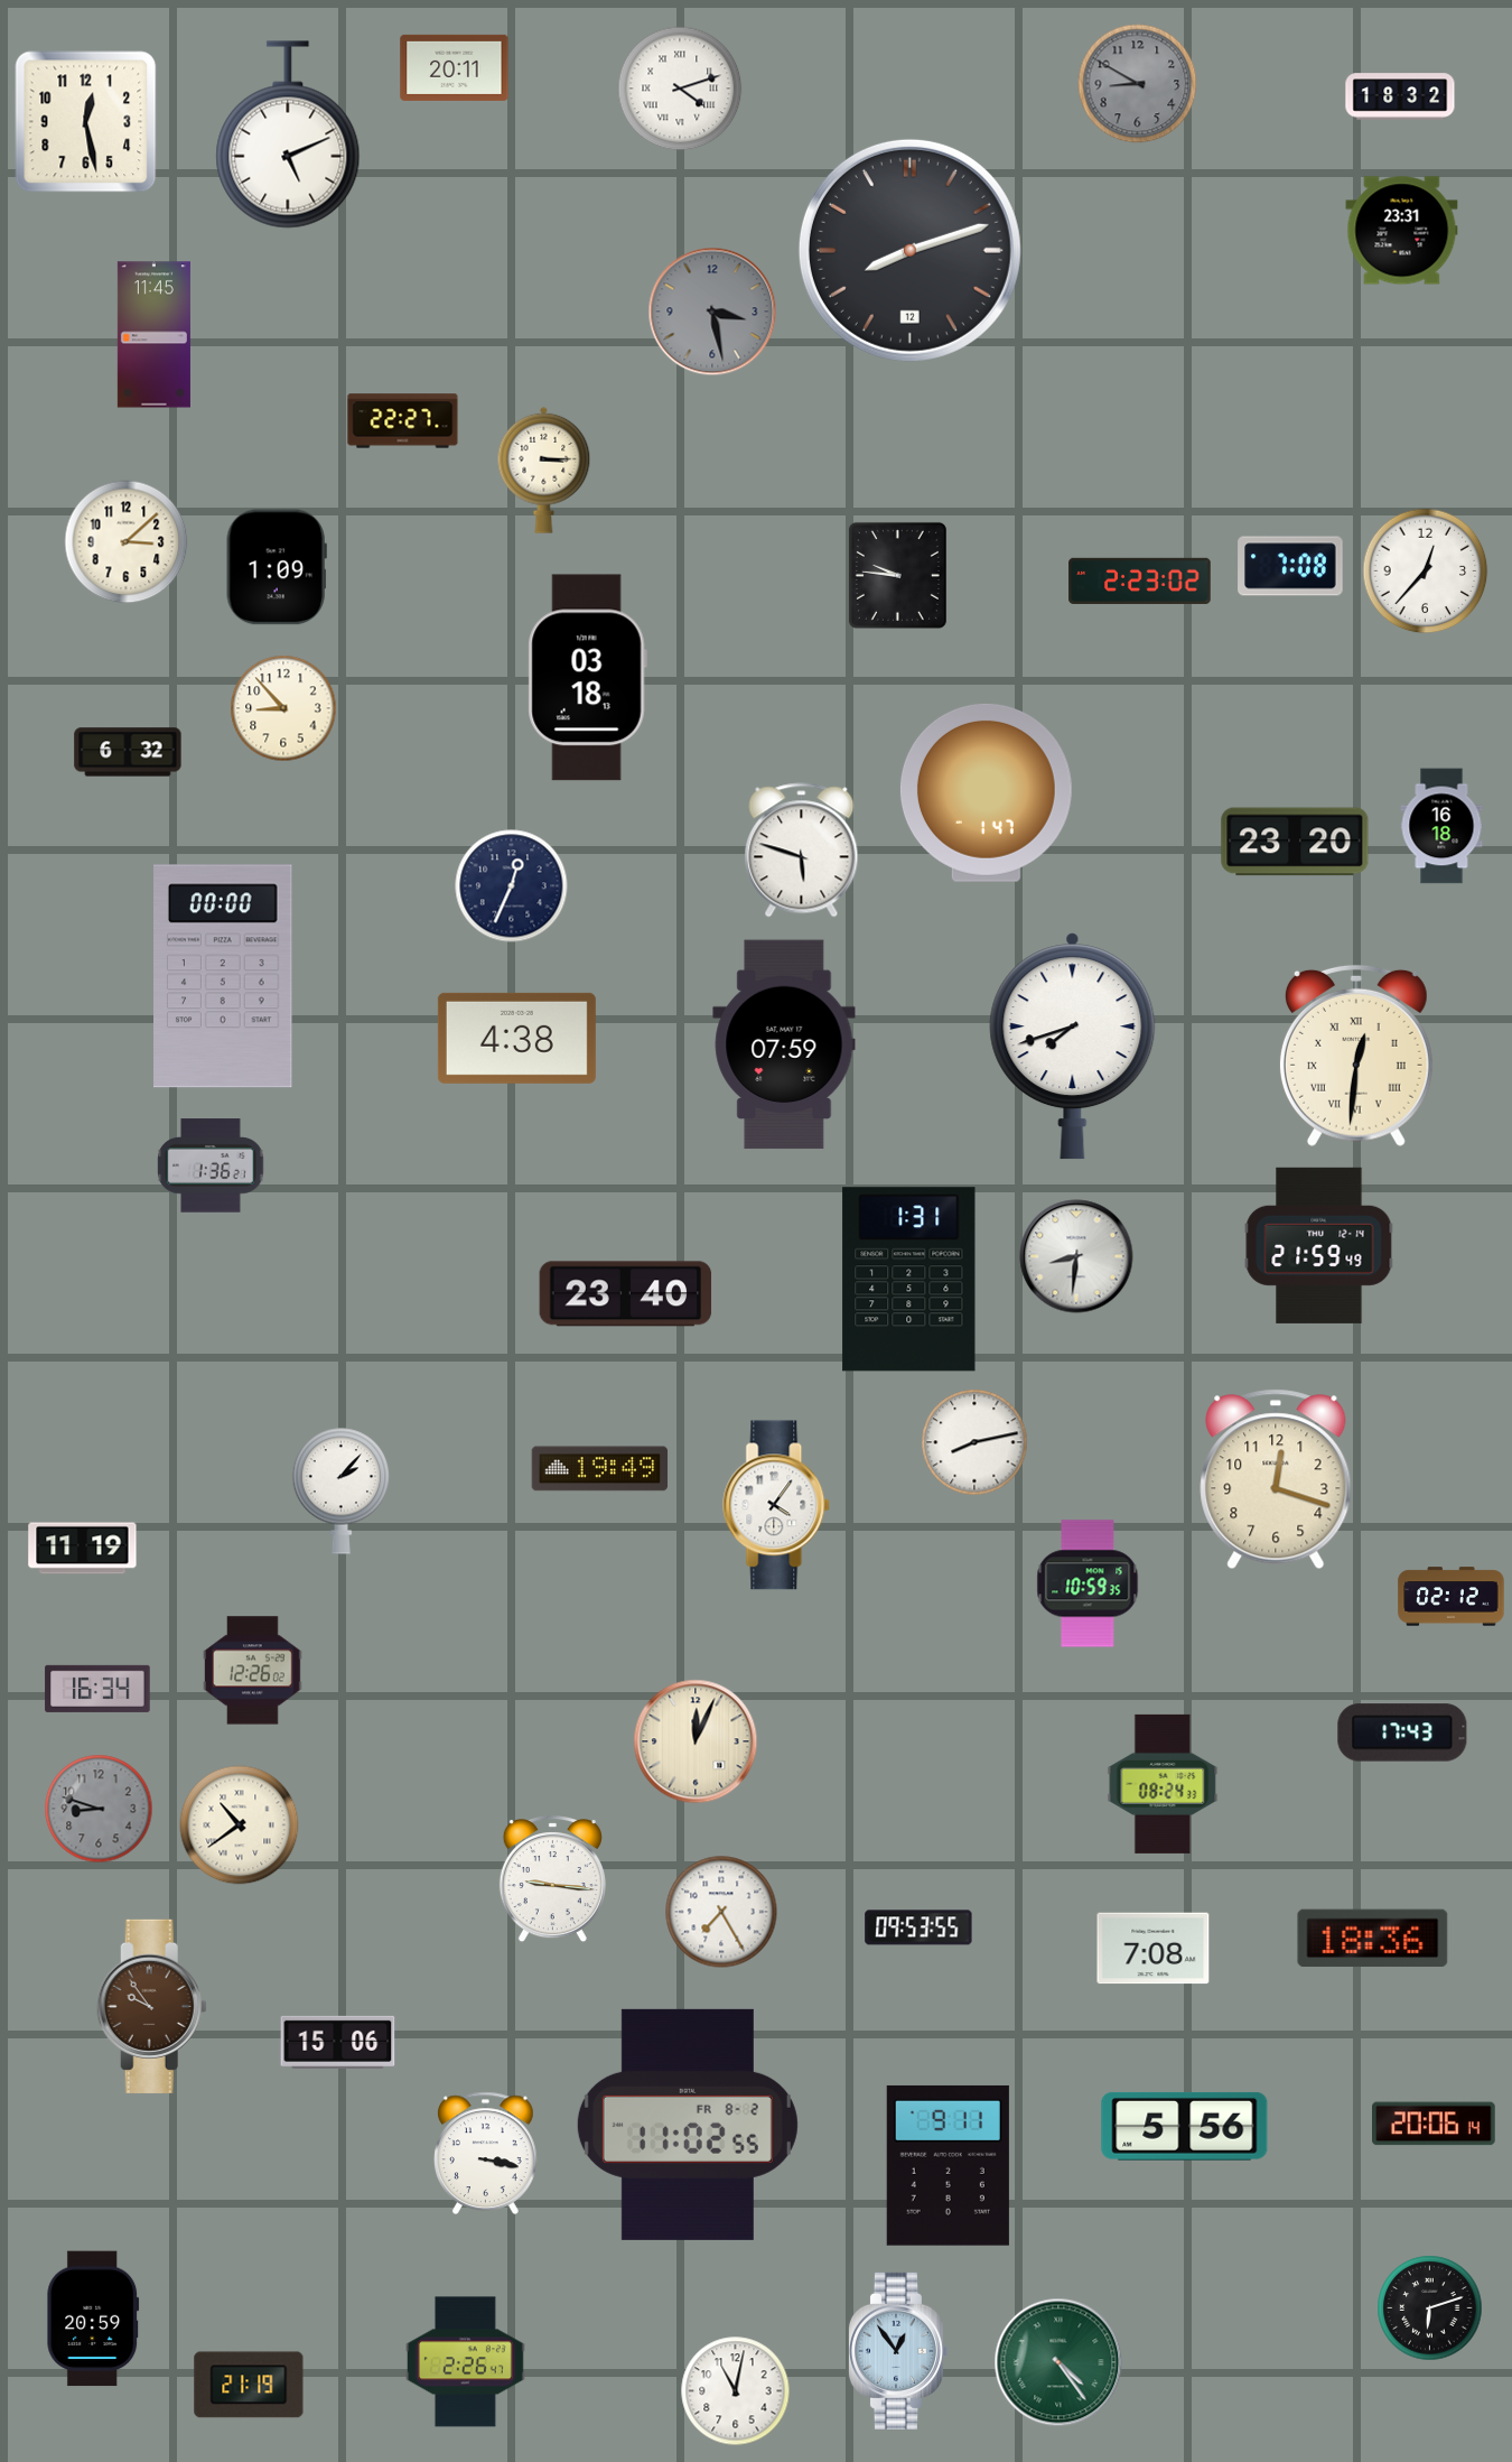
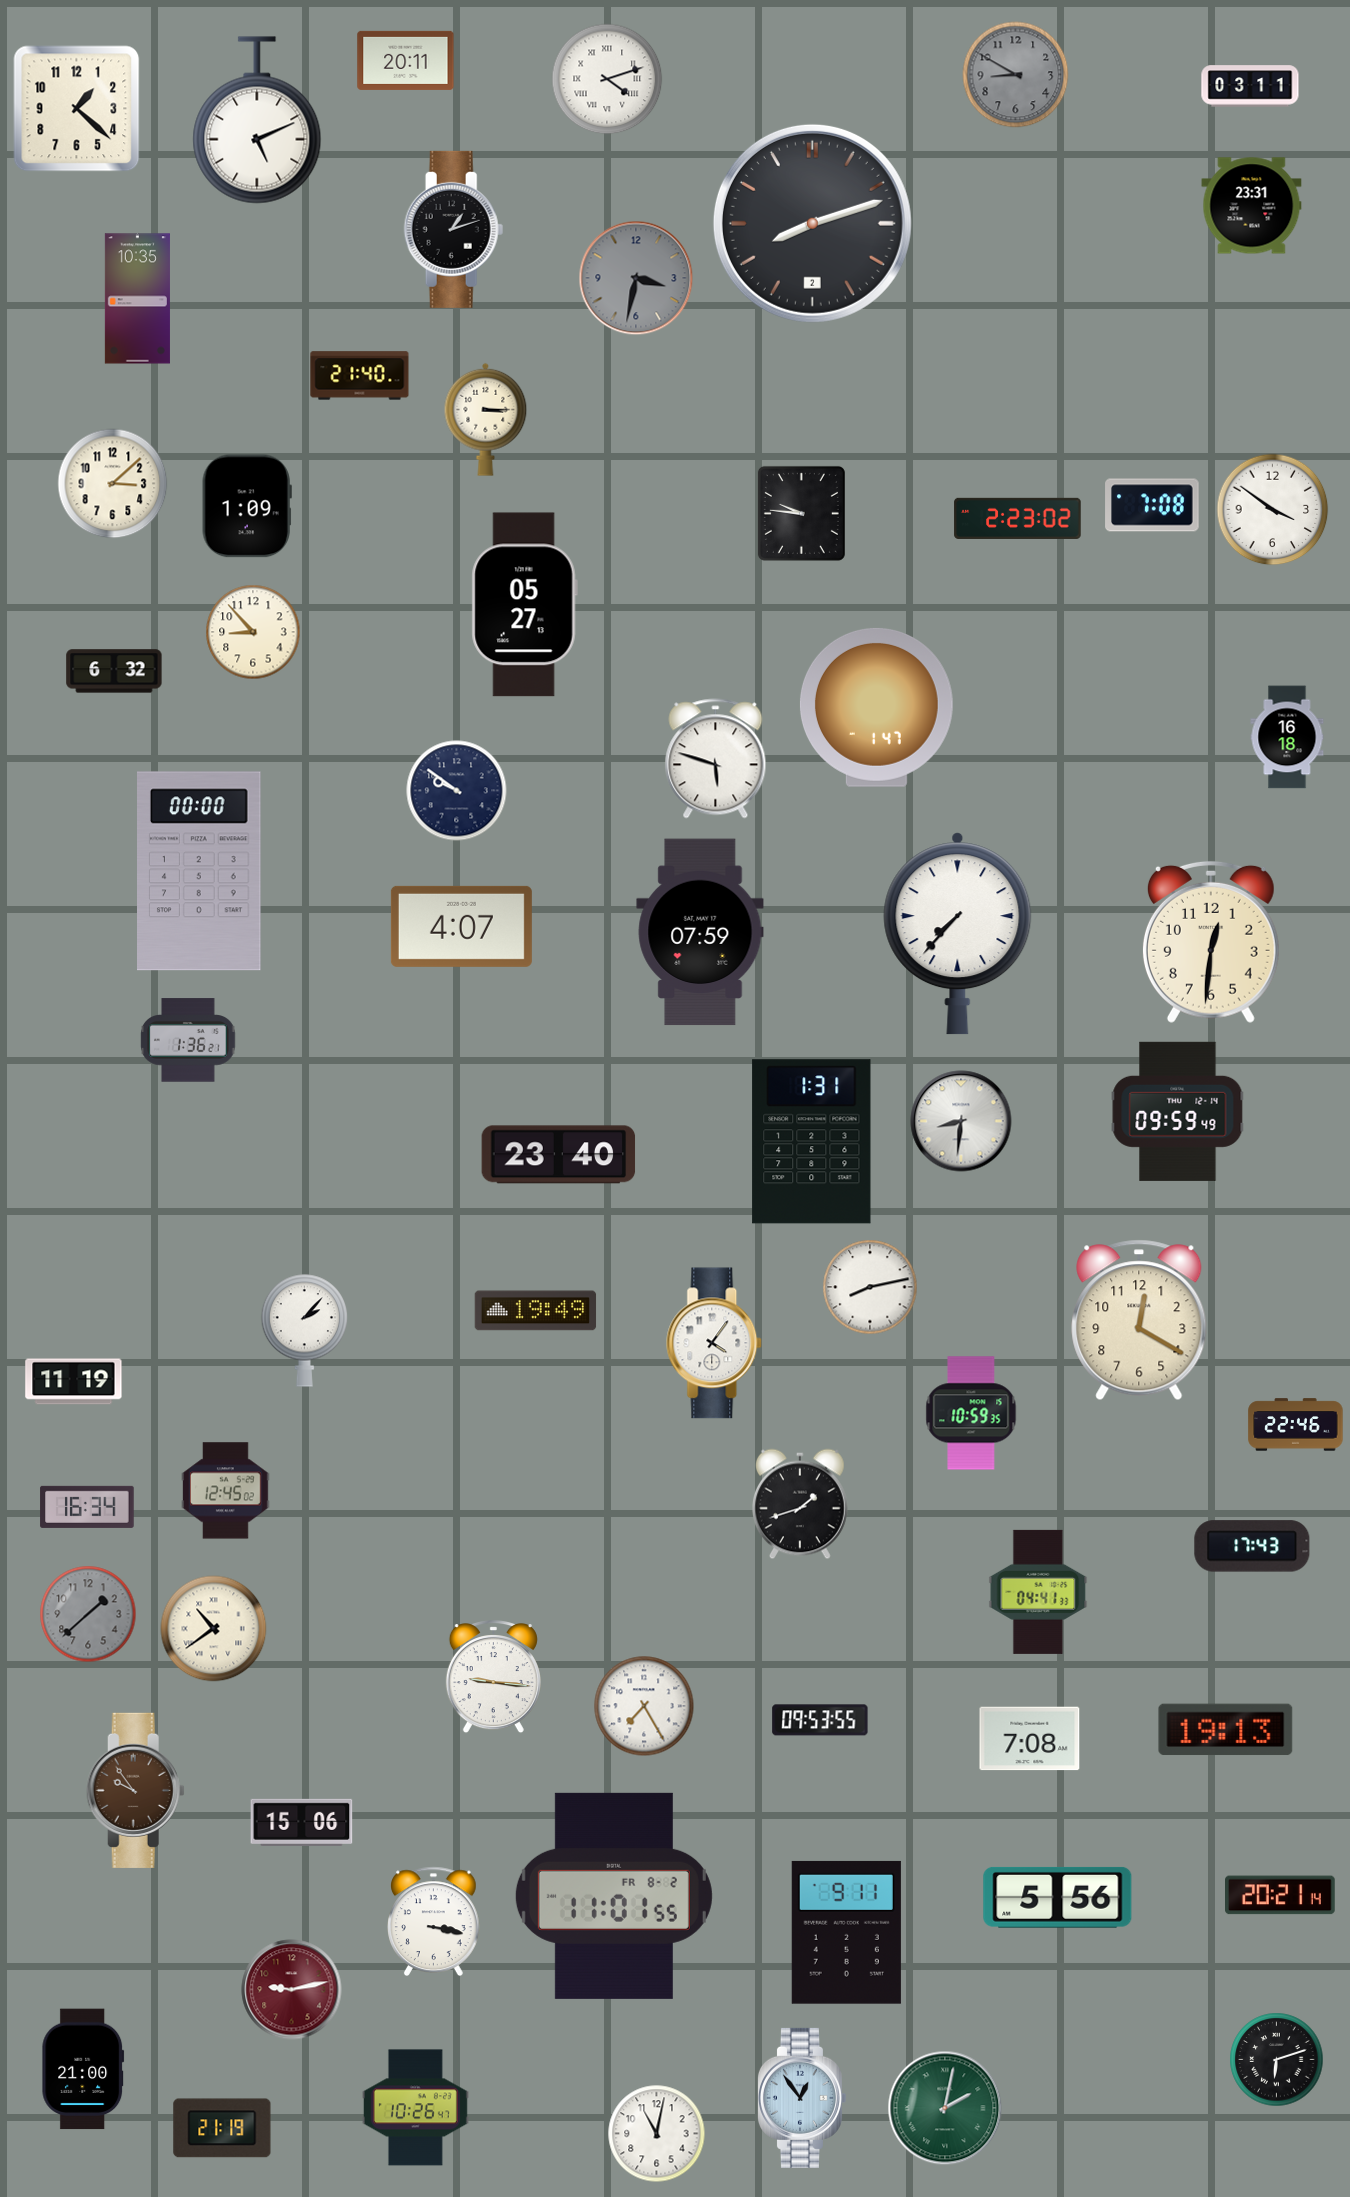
clock at (1400, 96): 18:32 -> 03:11
clock at (86, 122): 12:28 -> 1:22
clock at (909, 250) date: 12 -> 2
clock at (454, 229): none -> 1:12
clock at (712, 312): 3:28 -> 3:32
clock at (153, 335): 11:45 -> 10:35
clock at (403, 421): 22:27 -> 21:40
clock at (1426, 572): 12:37 -> 3:51
clock at (587, 678): 03:18 -> 05:27
clock at (986, 792) position: (986, 792) -> (876, 707)
clock at (1295, 842): 23:20 -> none
clock at (512, 886): 12:34 -> 9:51
clock at (516, 1038): 4:38 -> 4:07
clock at (1073, 1047): 7:42 -> 7:37
clock at (1356, 1056) numerals: Roman -> Arabic
clock at (1319, 1245): 21:59 -> 09:59
clock at (1276, 1479): 12:18 -> 12:20
clock at (777, 1505) position: (777, 1505) -> (715, 1343)
clock at (1452, 1597): 02:12 -> 22:46
clock at (253, 1671): 12:26 -> 12:45
clock at (800, 1504): none -> 1:42
clock at (696, 1741): 12:04 -> none
clock at (1163, 1784): 08:24 -> 04:41
clock at (99, 1809): 8:48 -> 1:38
clock at (1373, 1939): 18:36 -> 19:13
clock at (1435, 2124): 20:06 -> 20:21
clock at (688, 2125): 11:02 -> 11:01
clock at (292, 1990): none -> 9:13
clock at (93, 2319): 20:59 -> 21:00
clock at (465, 2362): 2:26 -> 10:26
clock at (1058, 2362): 4:24 -> 2:02
